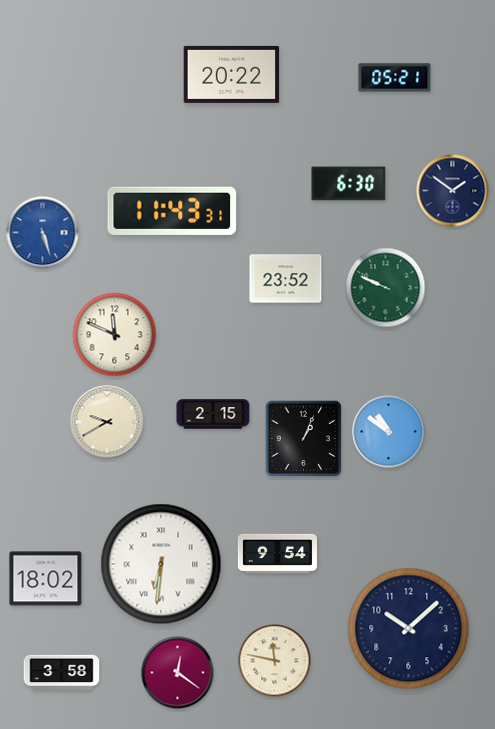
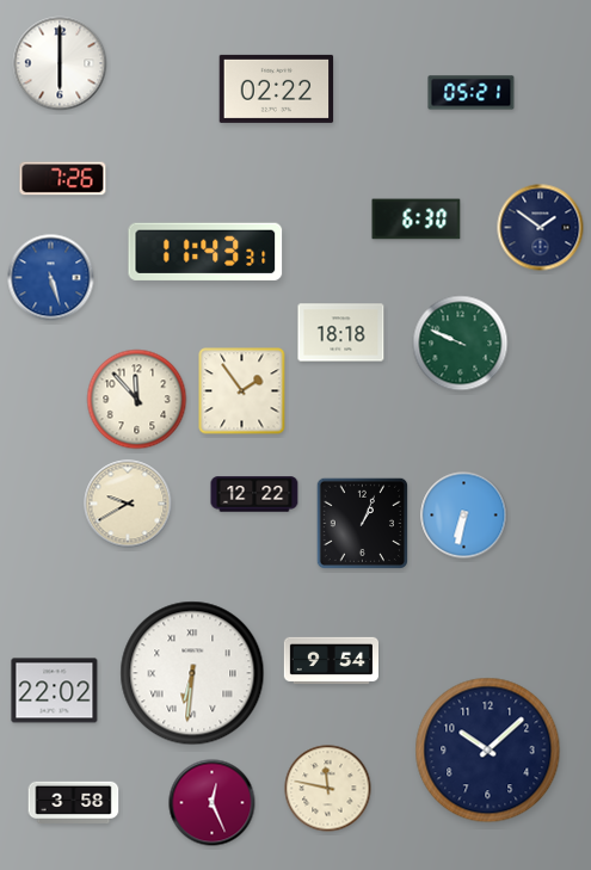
clock at (60, 63): none -> 6:00
clock at (232, 74): 20:22 -> 02:22
clock at (63, 179): none -> 7:26
clock at (286, 279): 23:52 -> 18:18
clock at (242, 391): none -> 1:54
clock at (115, 335): 11:49 -> 11:53
clock at (213, 414): 2:15 -> 12:22
clock at (389, 432): 10:51 -> 6:32
clock at (46, 579): 18:02 -> 22:02
clock at (178, 673): 12:21 -> 12:26
